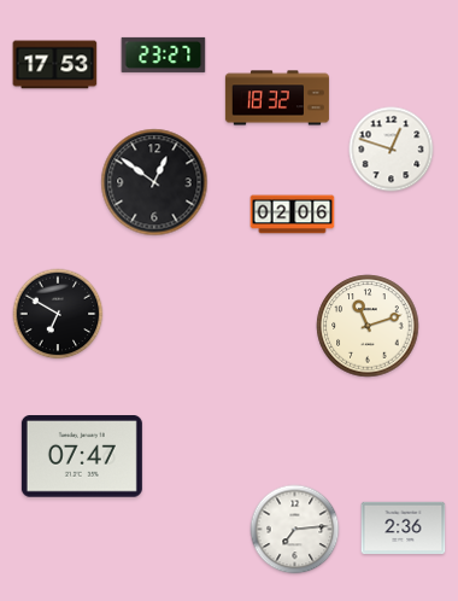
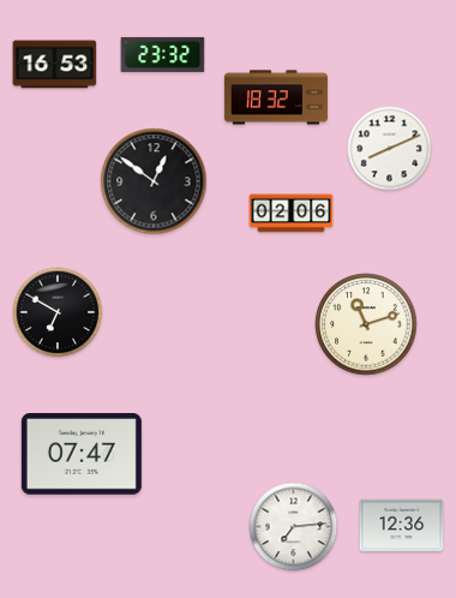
clock at (164, 54): 23:27 -> 23:32
clock at (55, 65): 17:53 -> 16:53
clock at (392, 150): 12:48 -> 8:11
clock at (404, 527): 2:36 -> 12:36
